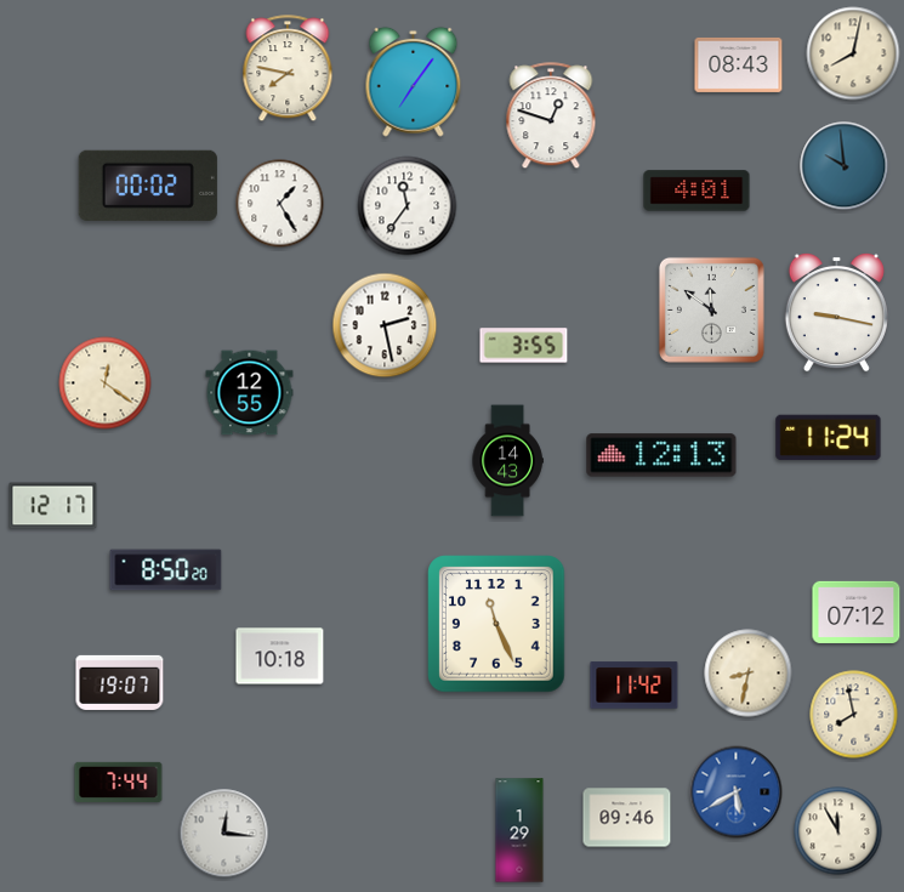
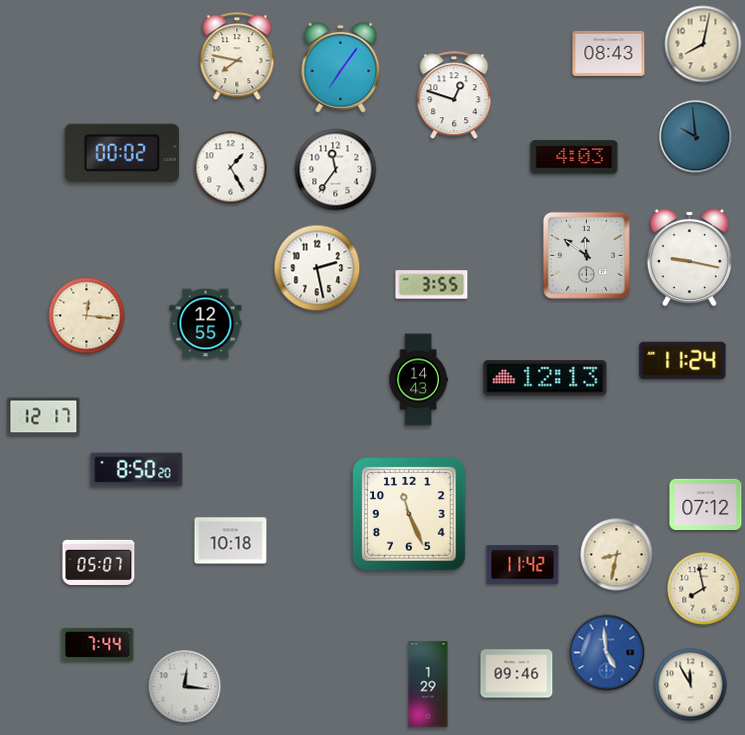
clock at (697, 191): 4:01 -> 4:03
clock at (106, 383): 12:21 -> 12:16
clock at (661, 455) position: (661, 455) -> (545, 378)
clock at (120, 682): 19:07 -> 05:07
clock at (737, 792): 5:40 -> 4:59
